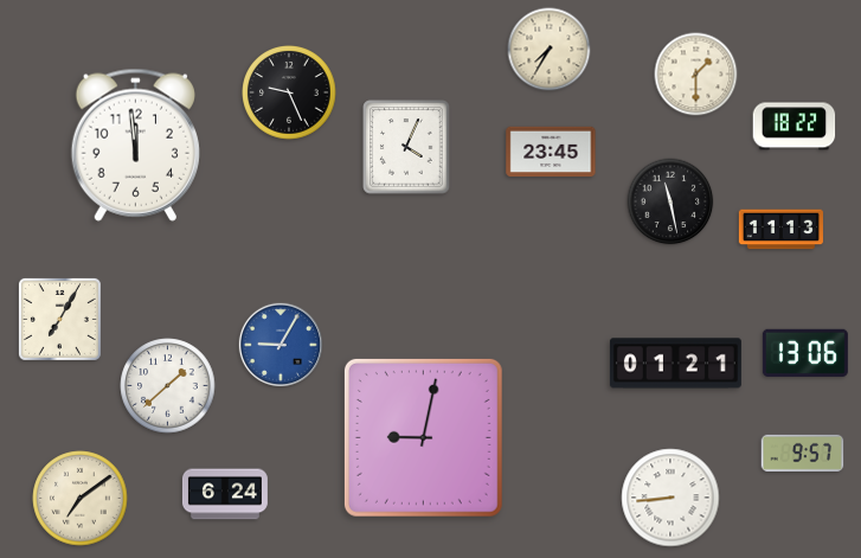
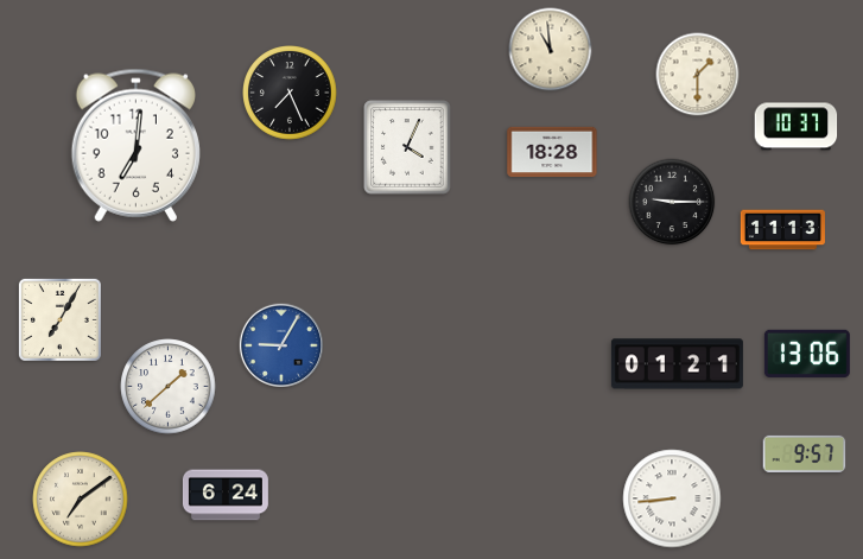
clock at (550, 50): 7:35 -> 10:59
clock at (289, 92): 9:26 -> 7:26
clock at (795, 127): 18:22 -> 10:37
clock at (135, 145): 11:59 -> 7:01
clock at (551, 152): 23:45 -> 18:28
clock at (670, 201): 11:28 -> 9:15
clock at (423, 437): 9:02 -> none
